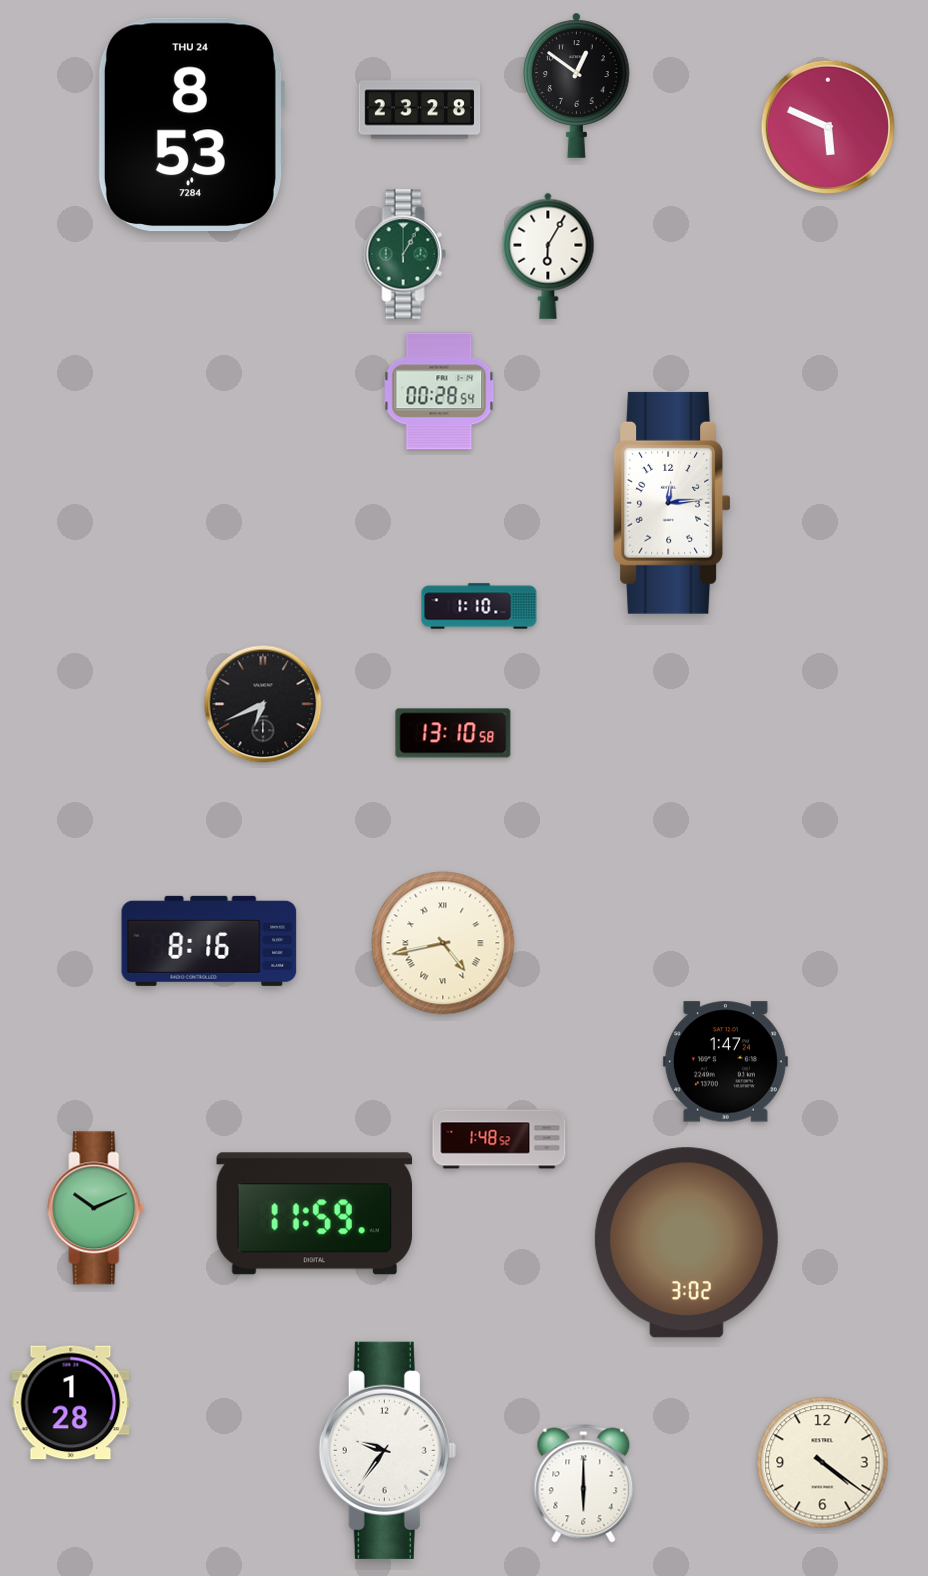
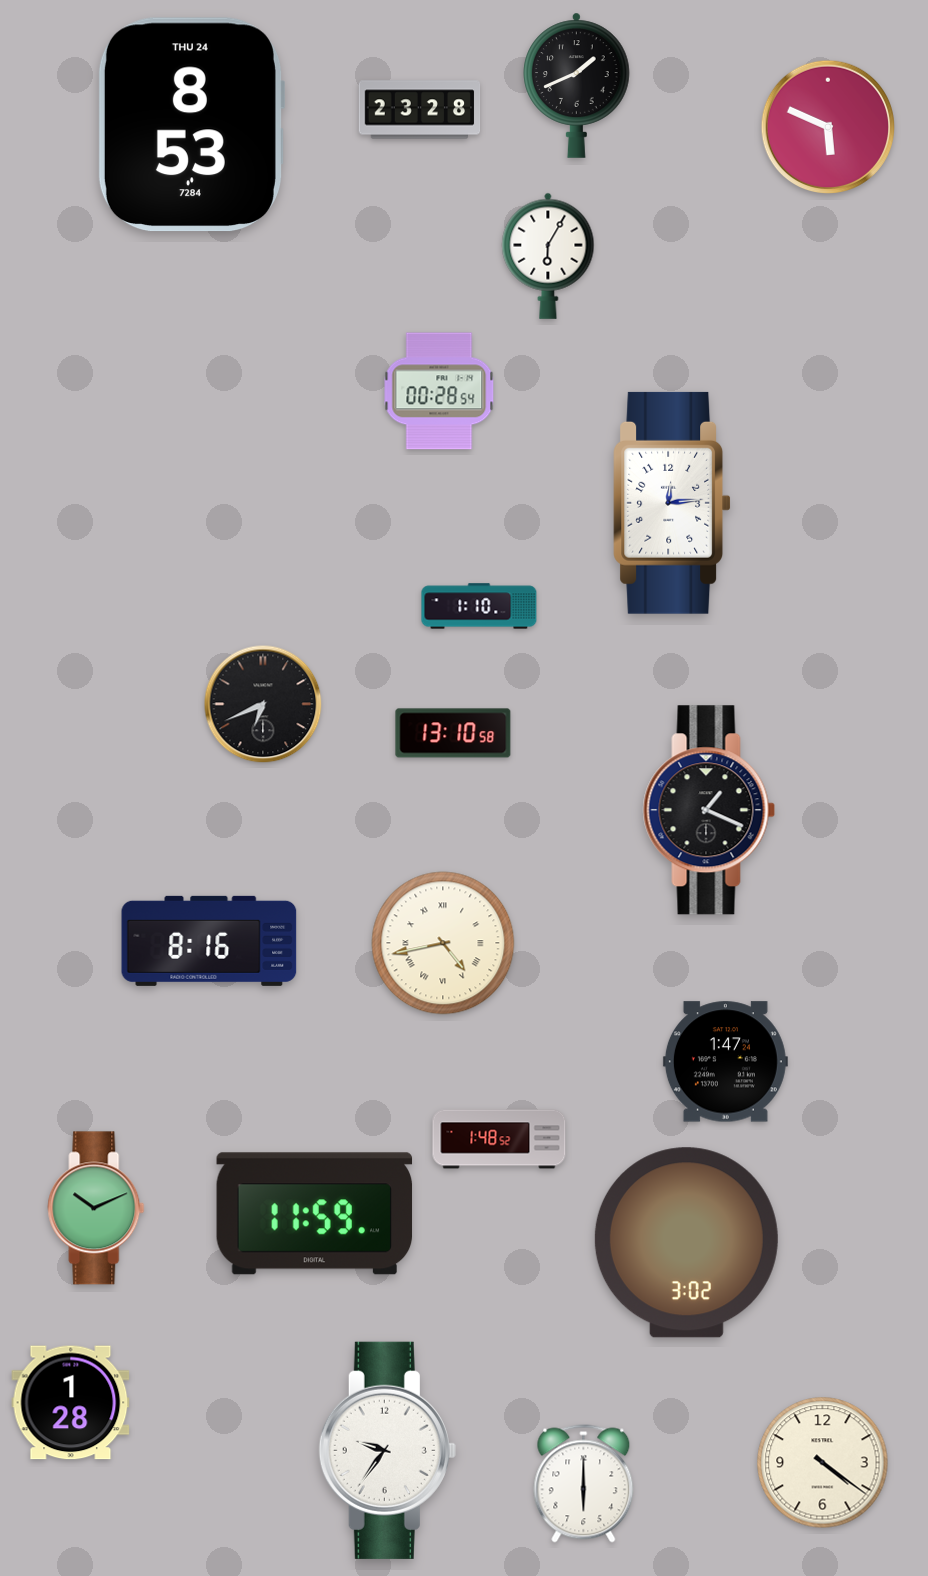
clock at (577, 85): 12:51 -> 1:41
clock at (405, 254): 1:05 -> none
clock at (709, 810): none -> 1:19
